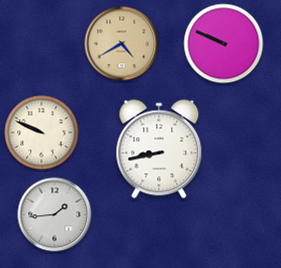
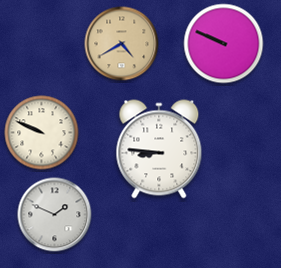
clock at (159, 149): 8:43 -> 8:46
clock at (55, 215): 1:44 -> 1:49
